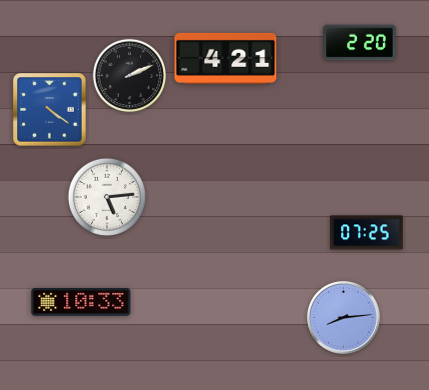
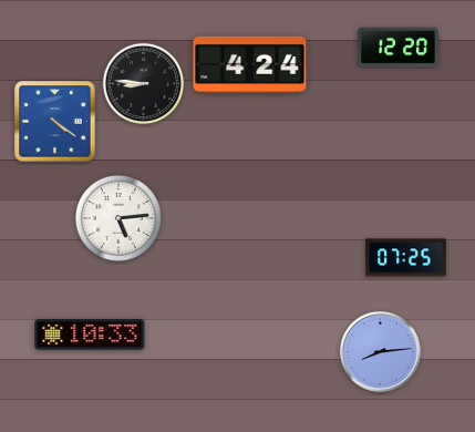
clock at (360, 43): 2:20 -> 12:20
clock at (226, 58): 4:21 -> 4:24
clock at (130, 76): 2:11 -> 8:46
